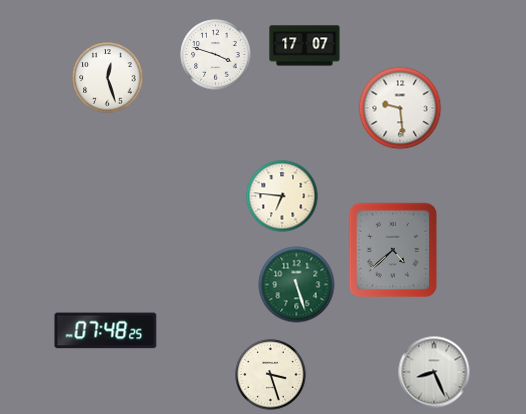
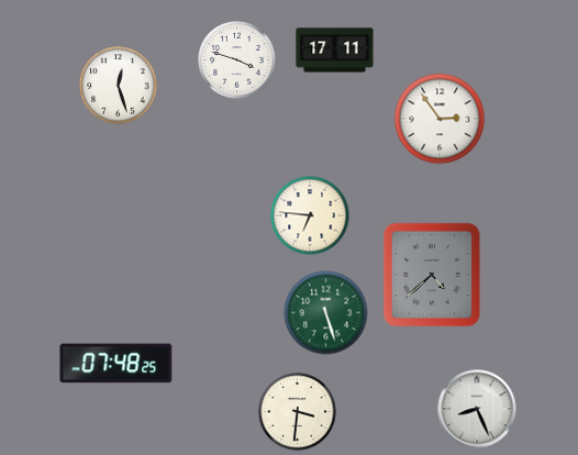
clock at (305, 46): 17:07 -> 17:11
clock at (400, 108): 9:29 -> 2:54
clock at (271, 375): 3:27 -> 3:31
